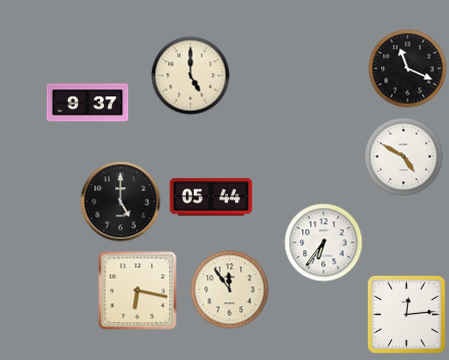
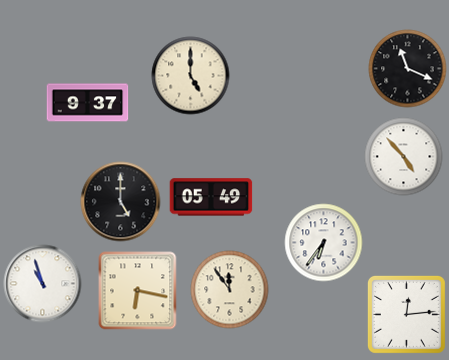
clock at (403, 156): 4:50 -> 4:53
clock at (211, 197): 05:44 -> 05:49
clock at (42, 283): none -> 10:57
